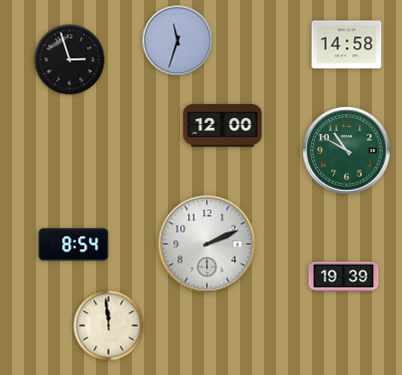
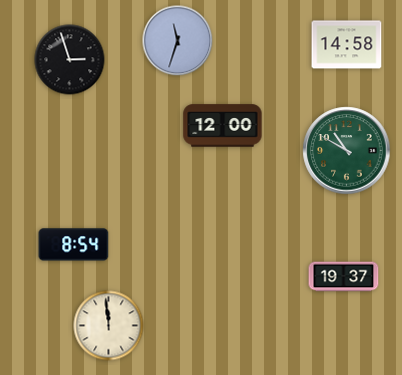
clock at (207, 244): 2:11 -> none
clock at (344, 277): 19:39 -> 19:37
